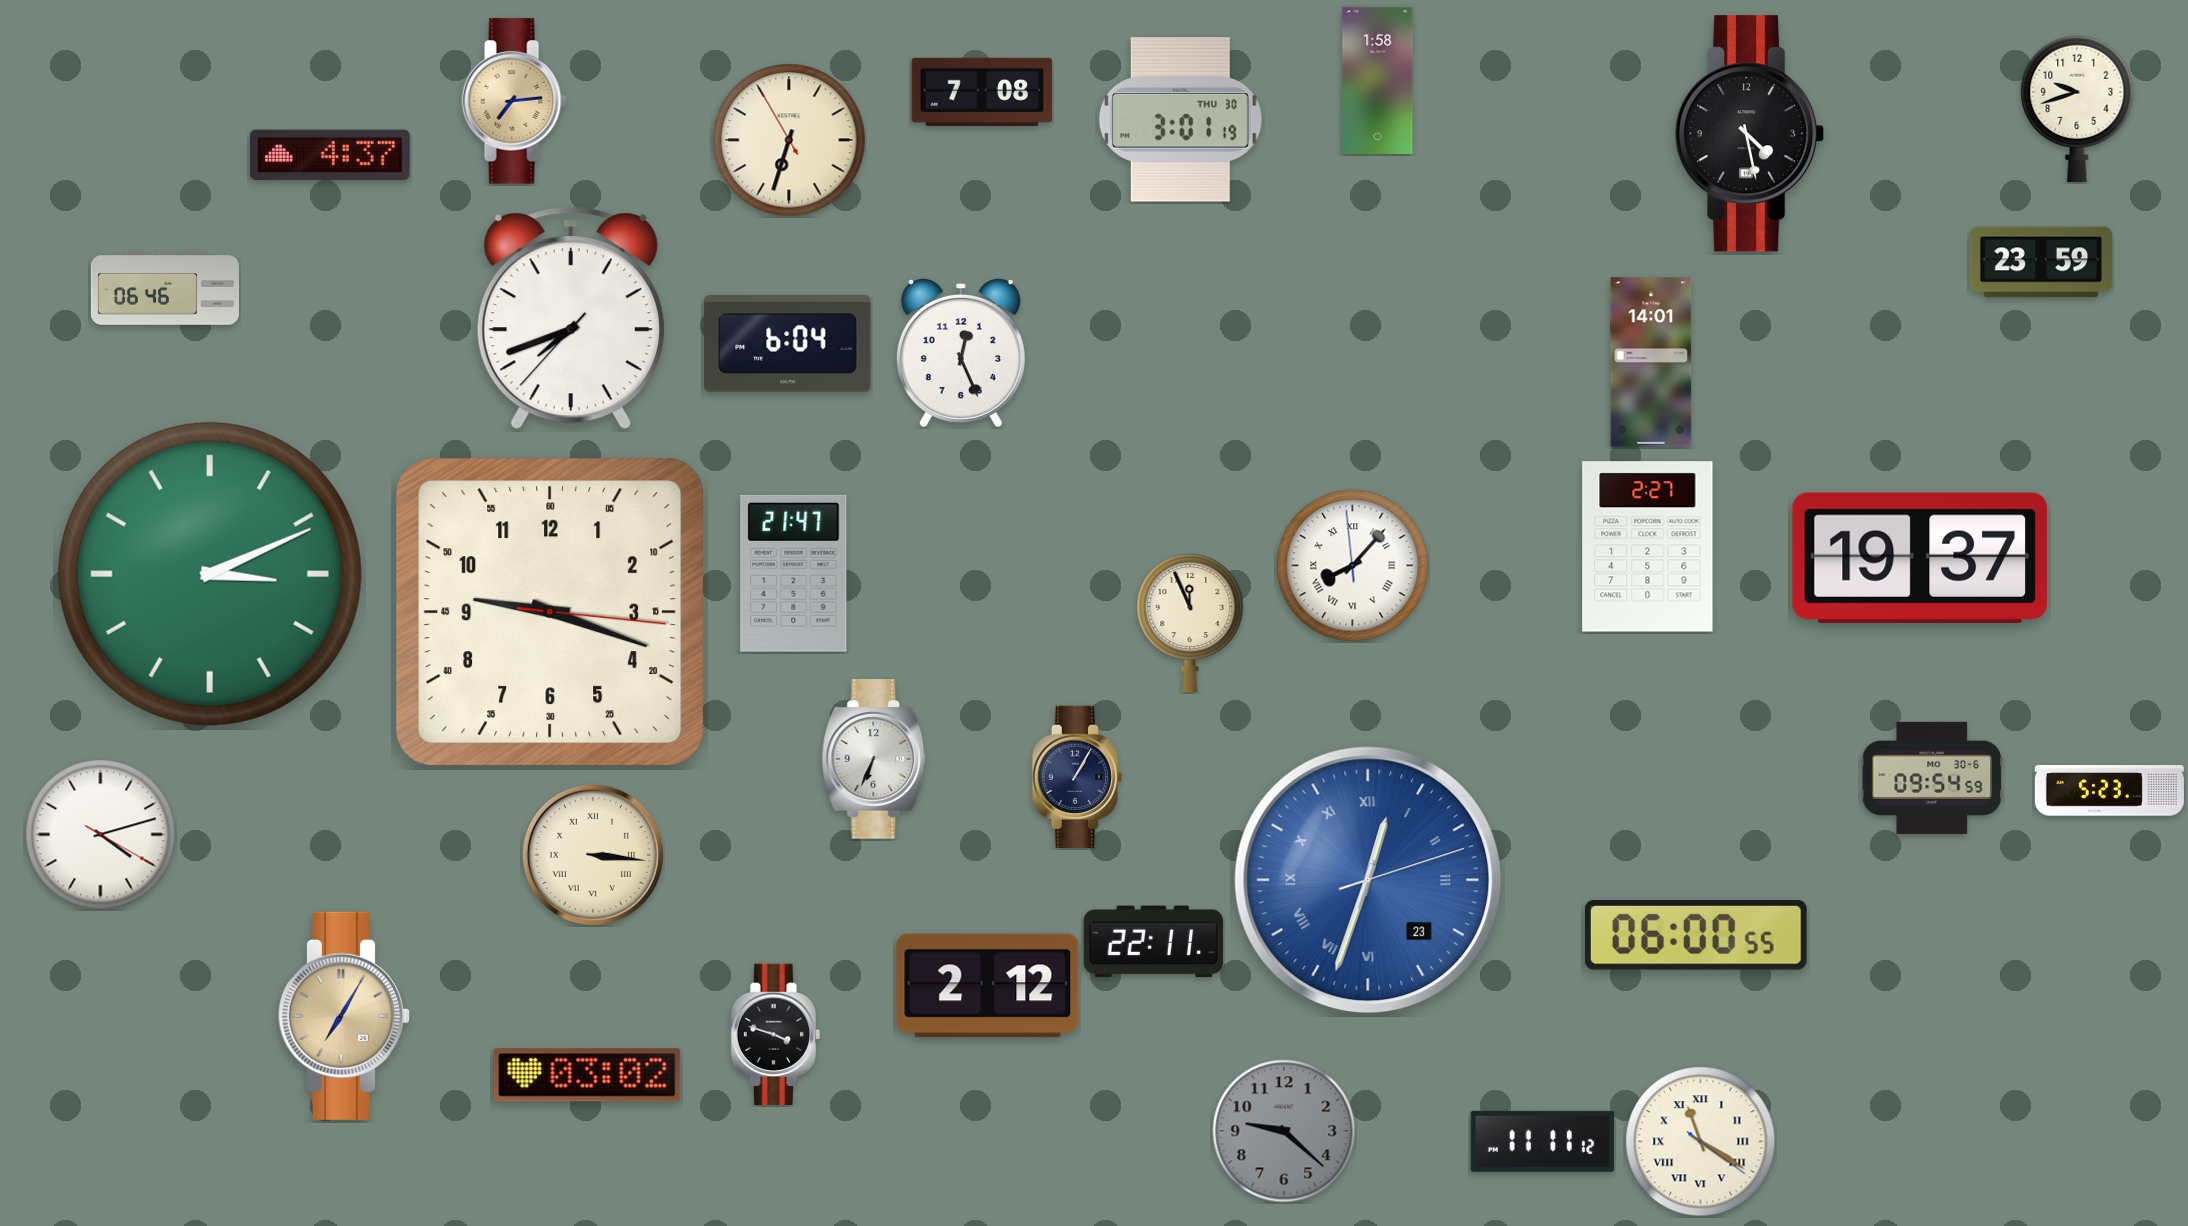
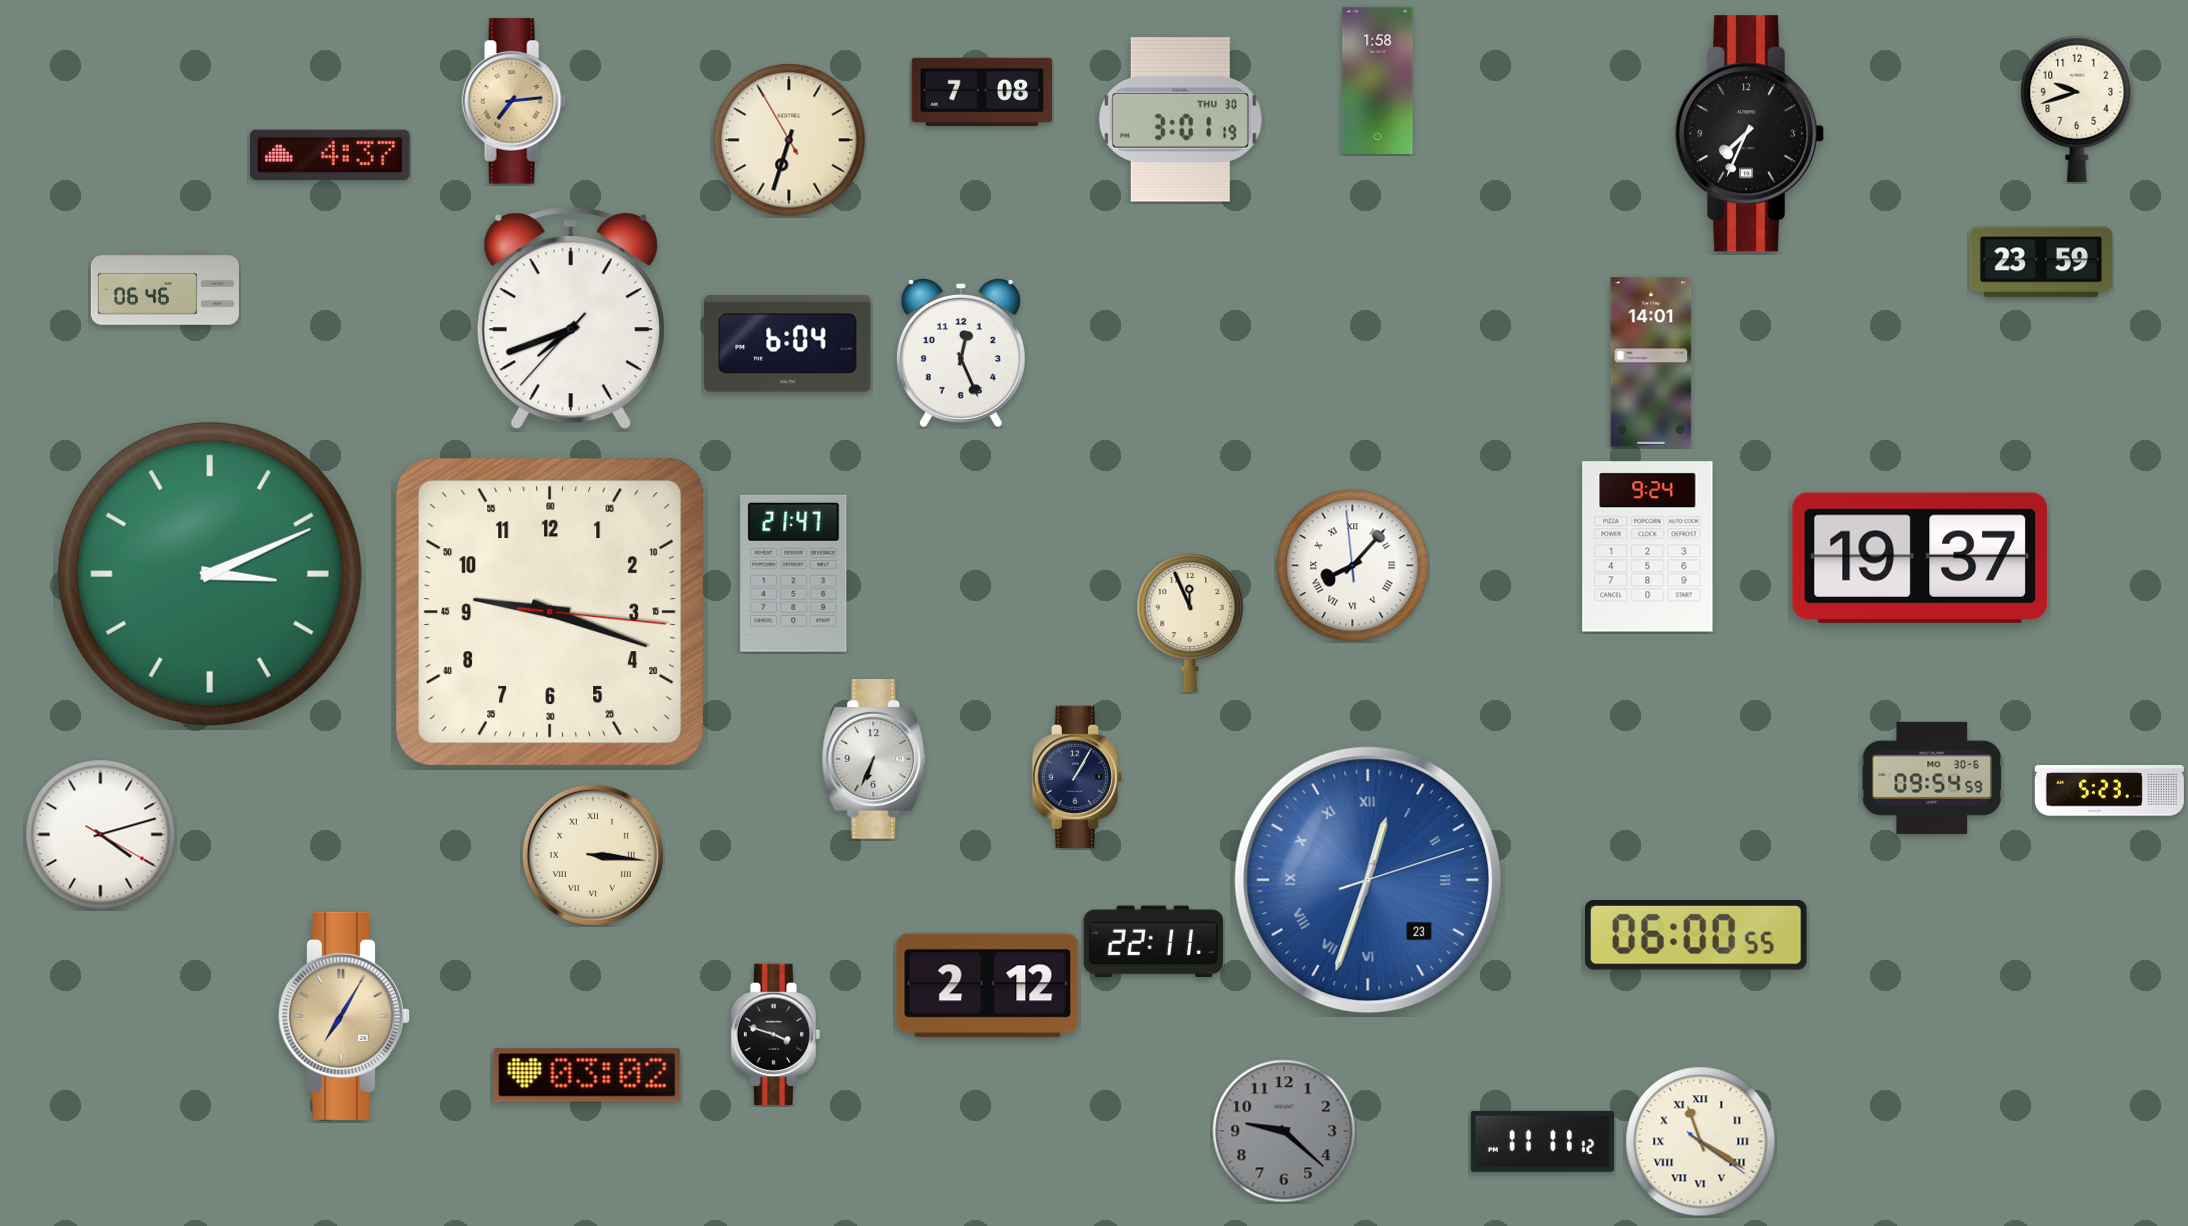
clock at (1751, 134): 4:28 -> 7:34
clock at (1648, 547): 2:27 -> 9:24
